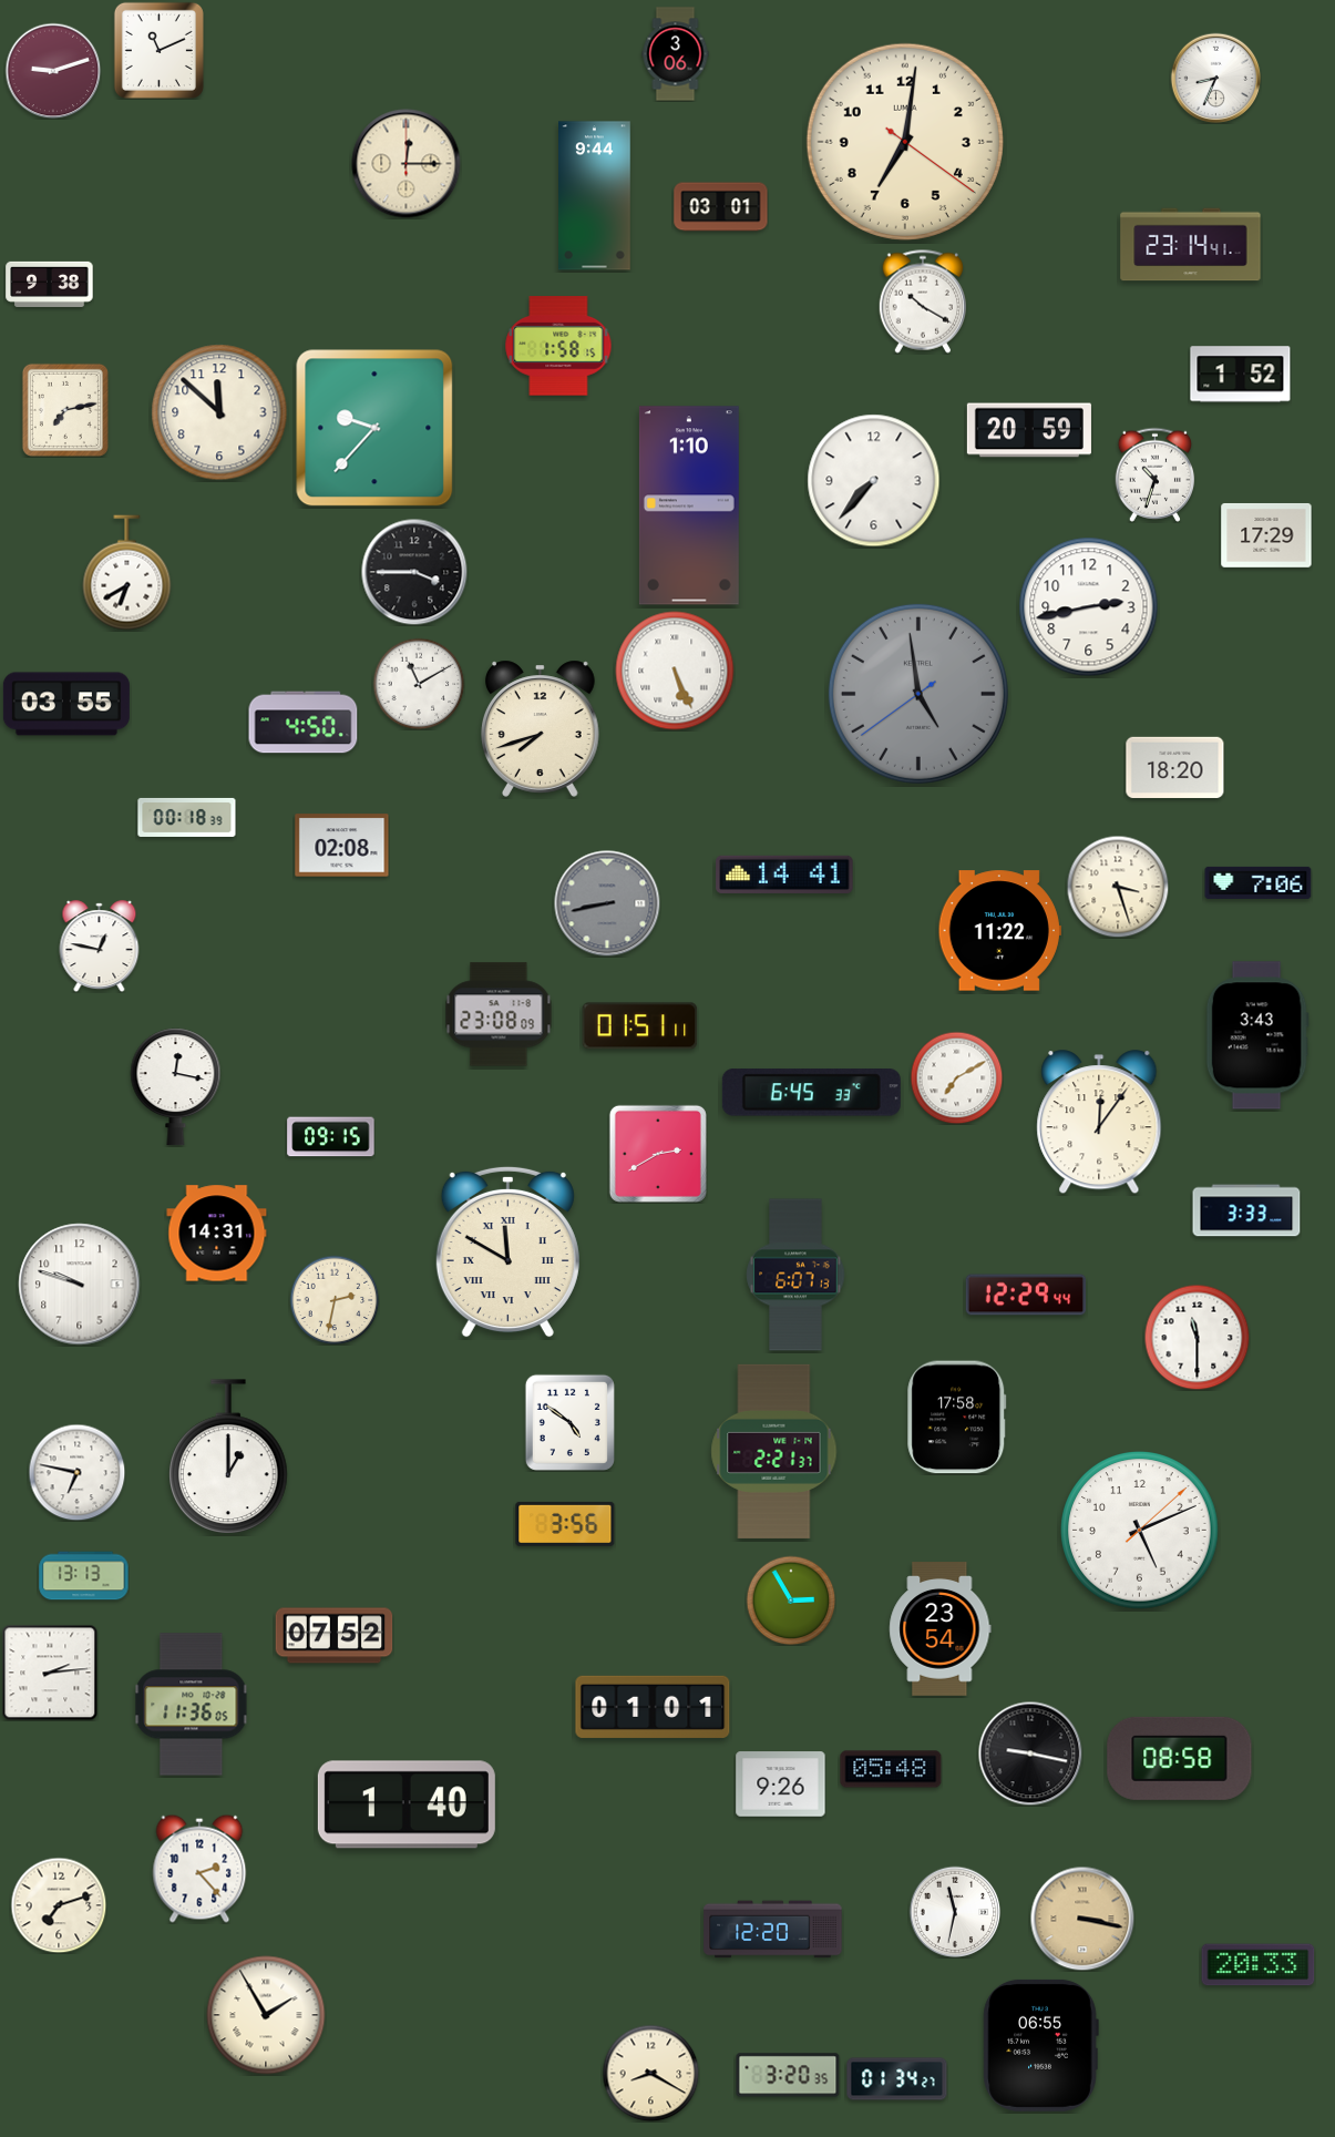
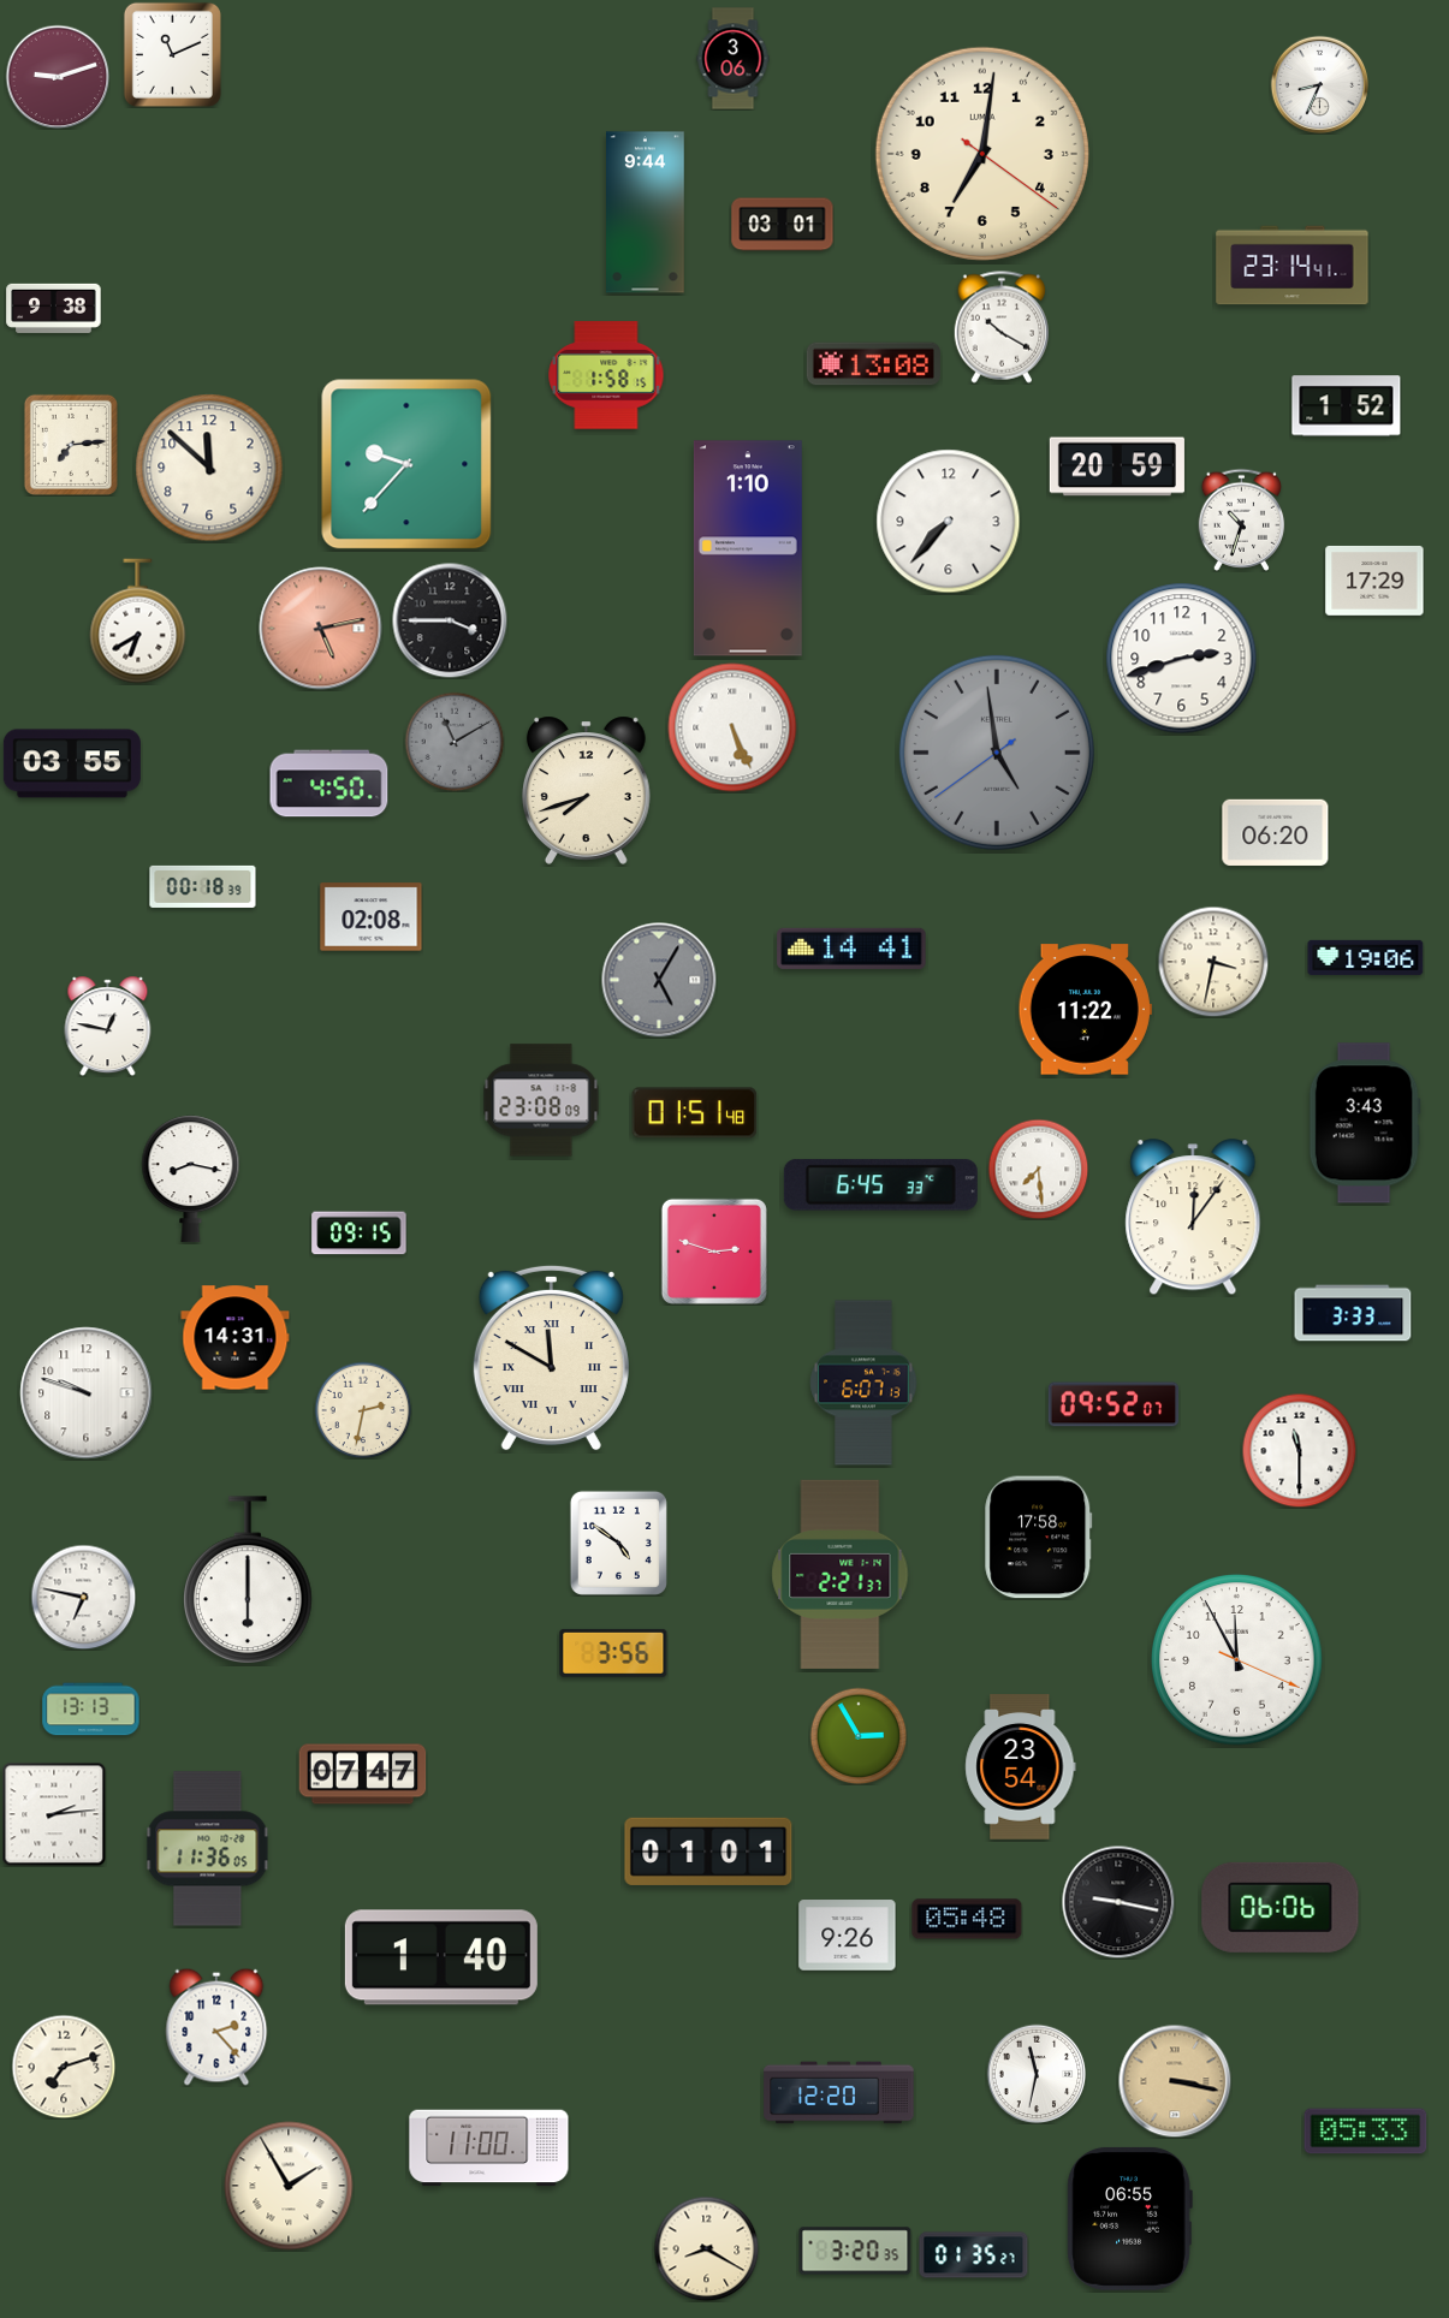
clock at (407, 164): 12:15 -> none
clock at (873, 364): none -> 13:08
clock at (65, 410): 7:13 -> 7:14
clock at (219, 412) position: (219, 412) -> (209, 468)
clock at (1156, 474) position: (1156, 474) -> (1242, 519)
clock at (321, 629): none -> 5:13
clock at (1089, 607): 2:43 -> 2:42
clock at (419, 684) dial: white -> grey
clock at (1175, 767): 18:20 -> 06:20
clock at (1259, 882): 7:06 -> 19:06
clock at (1118, 887): 3:27 -> 3:32
clock at (607, 903): 8:43 -> 5:05
clock at (640, 1026): 01:51:11 -> 01:51:48
clock at (956, 1077): 7:10 -> 7:29
clock at (176, 1087): 12:17 -> 8:17
clock at (658, 1154): 2:40 -> 2:48
clock at (1026, 1295): 12:29 -> 09:52
clock at (228, 1456): 1:00 -> 6:00
clock at (1140, 1531): 5:11 -> 11:55
clock at (335, 1636): 07:52 -> 07:47
clock at (1180, 1758): 08:58 -> 06:06
clock at (1259, 1965): 20:33 -> 05:33
clock at (489, 2148): none -> 11:00
clock at (897, 2079): 01:34 -> 01:35
